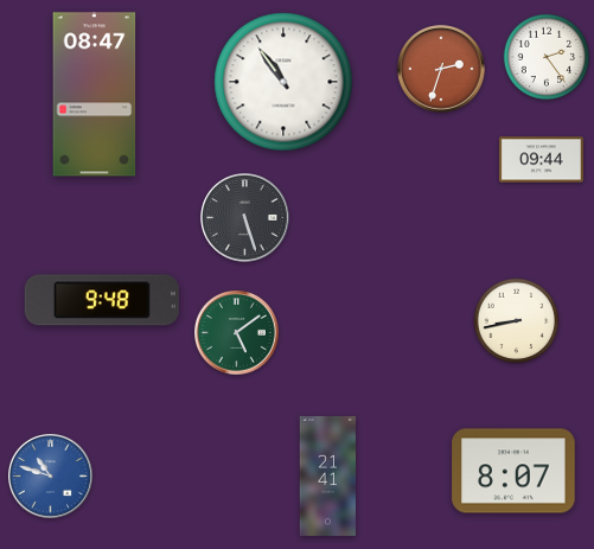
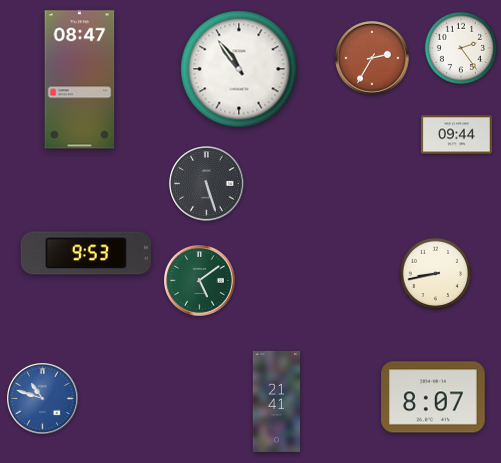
clock at (441, 69): 2:33 -> 2:35
clock at (102, 300): 9:48 -> 9:53
clock at (517, 321) position: (517, 321) -> (436, 274)
clock at (51, 477) position: (51, 477) -> (43, 399)
